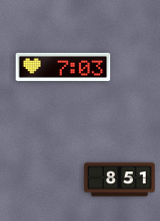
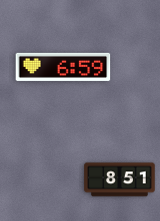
clock at (63, 67): 7:03 -> 6:59
